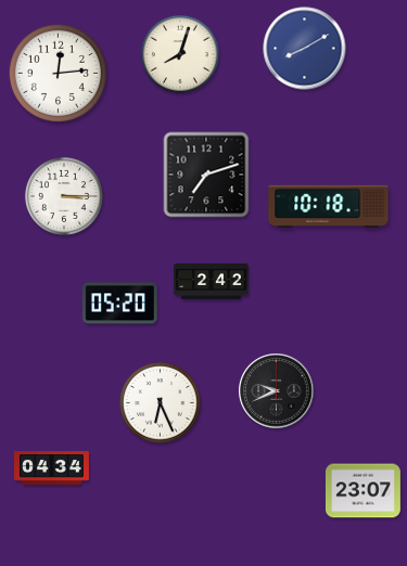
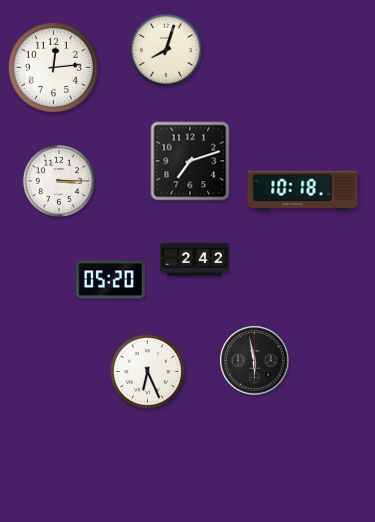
clock at (305, 49): 8:10 -> none
clock at (277, 391): 9:41 -> 5:58
clock at (52, 468): 04:34 -> none
clock at (363, 491): 23:07 -> none
